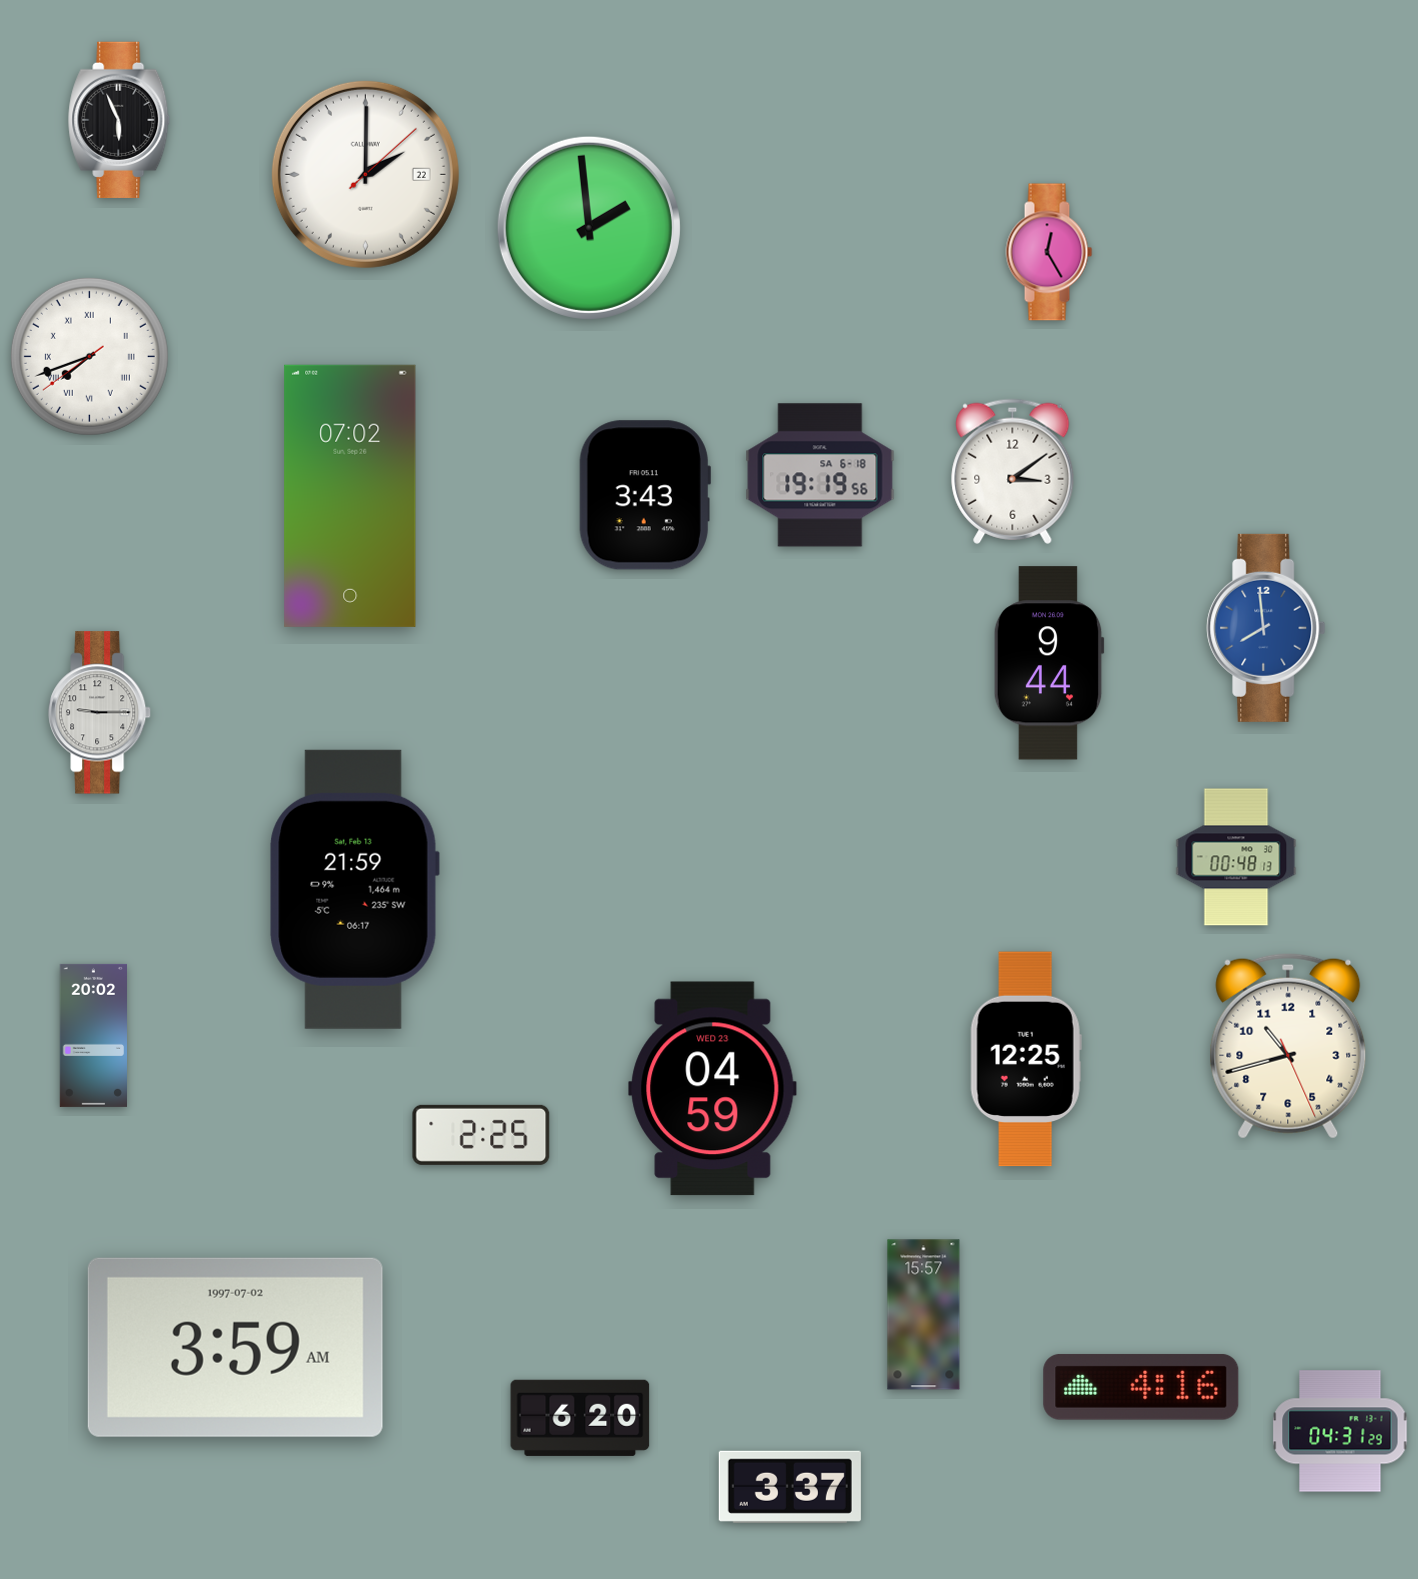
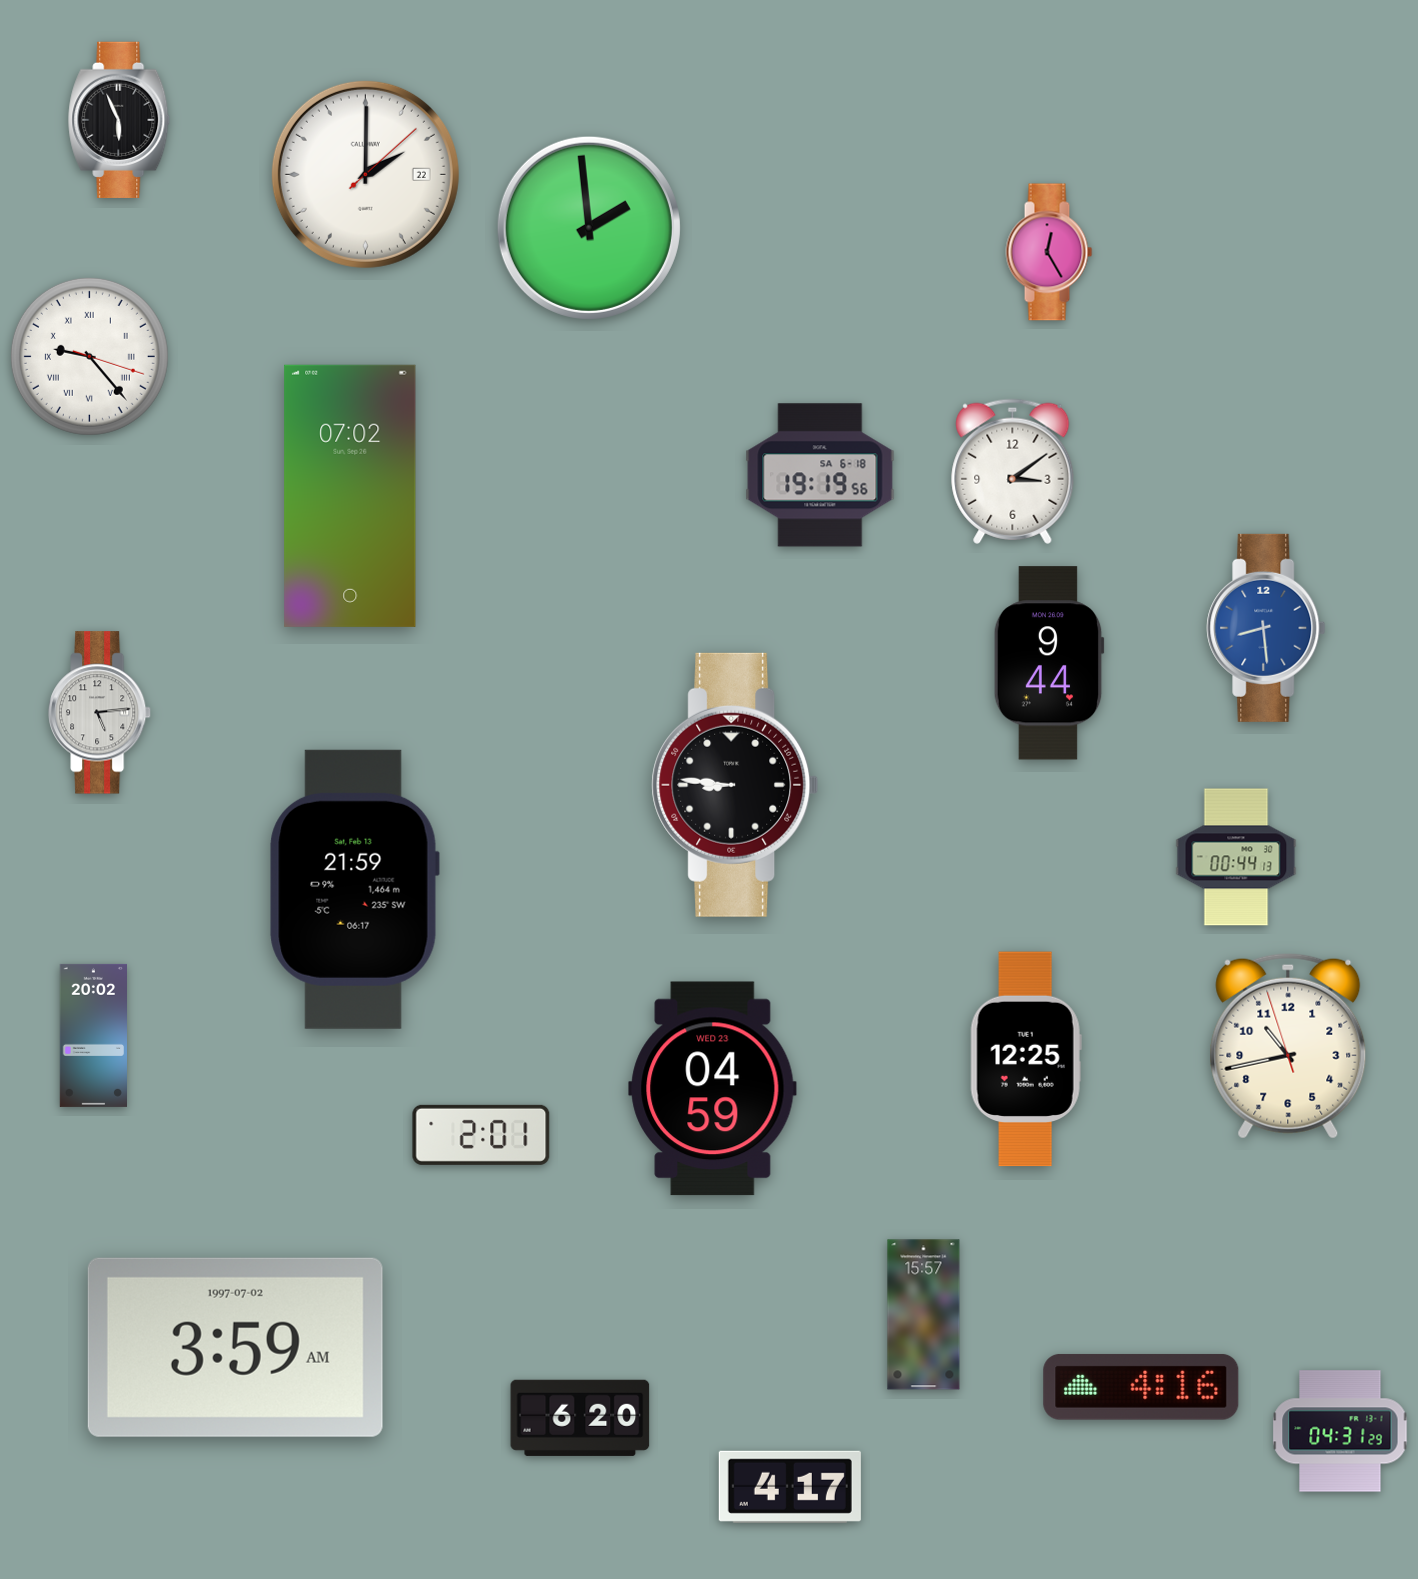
clock at (89, 356): 7:41 -> 9:23
clock at (645, 495): 3:43 -> none
clock at (1266, 628): 7:59 -> 8:29
clock at (101, 713): 9:15 -> 5:14
clock at (735, 785): none -> 8:46
clock at (1236, 857): 00:48 -> 00:44
clock at (1288, 1046): 10:42:26 -> 10:42:57
clock at (481, 1135): 2:25 -> 2:01
clock at (790, 1487): 3:37 -> 4:17
